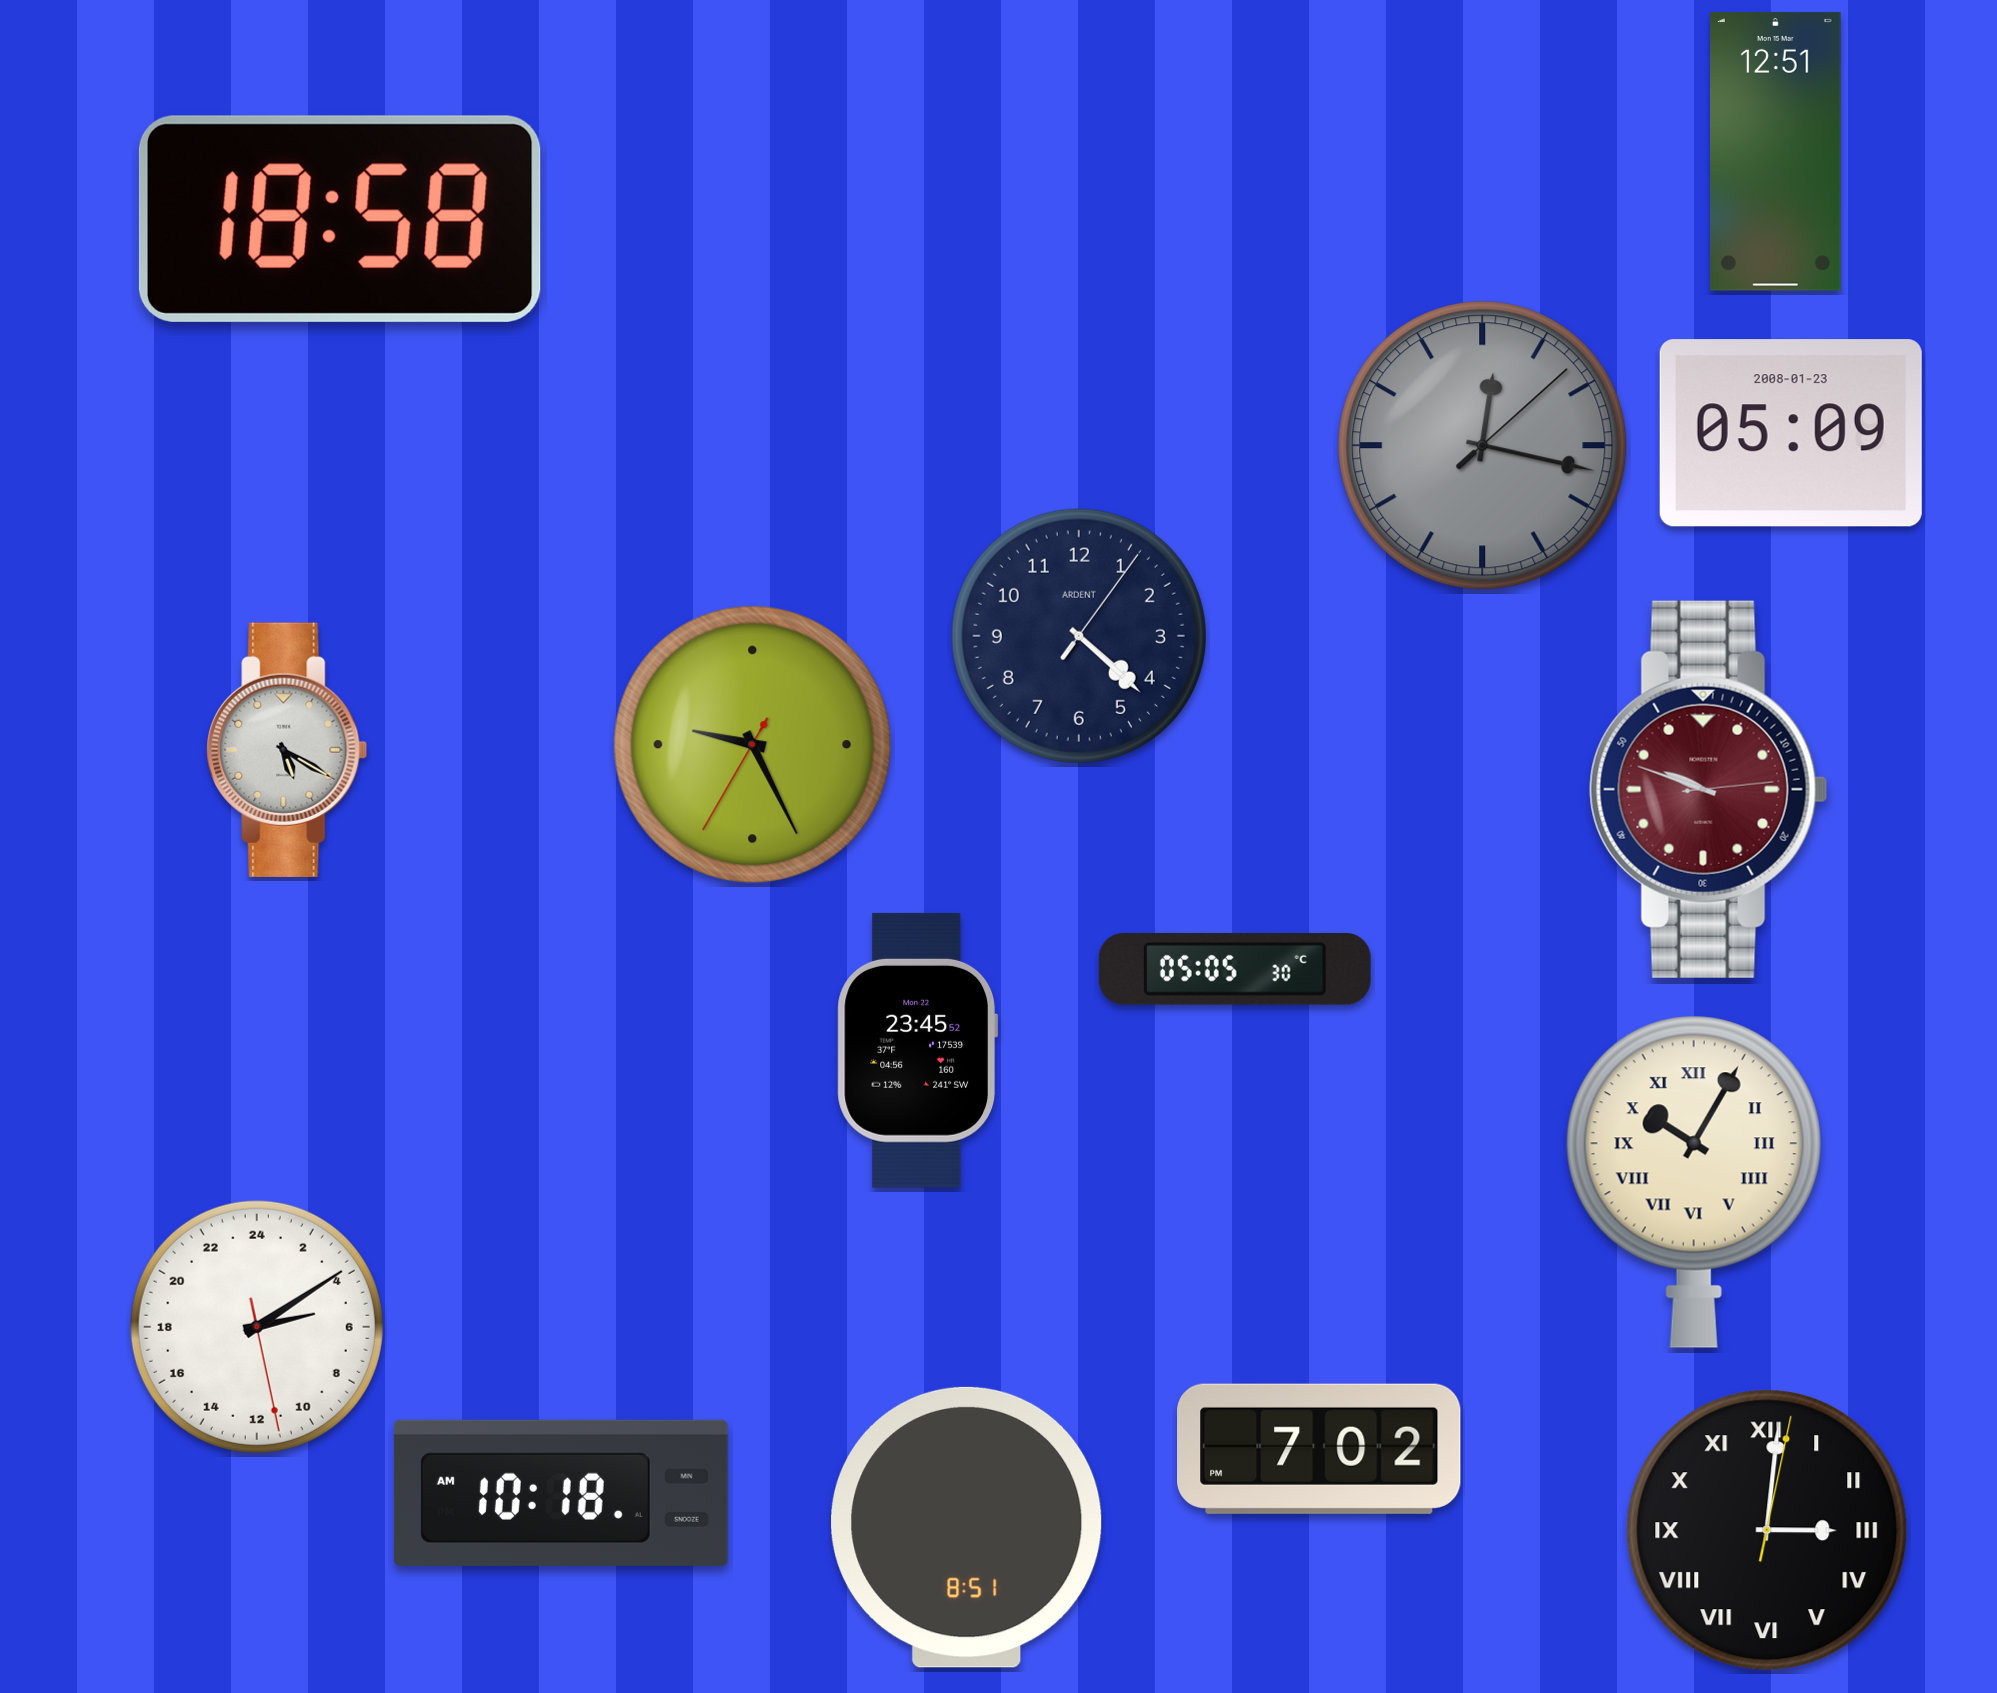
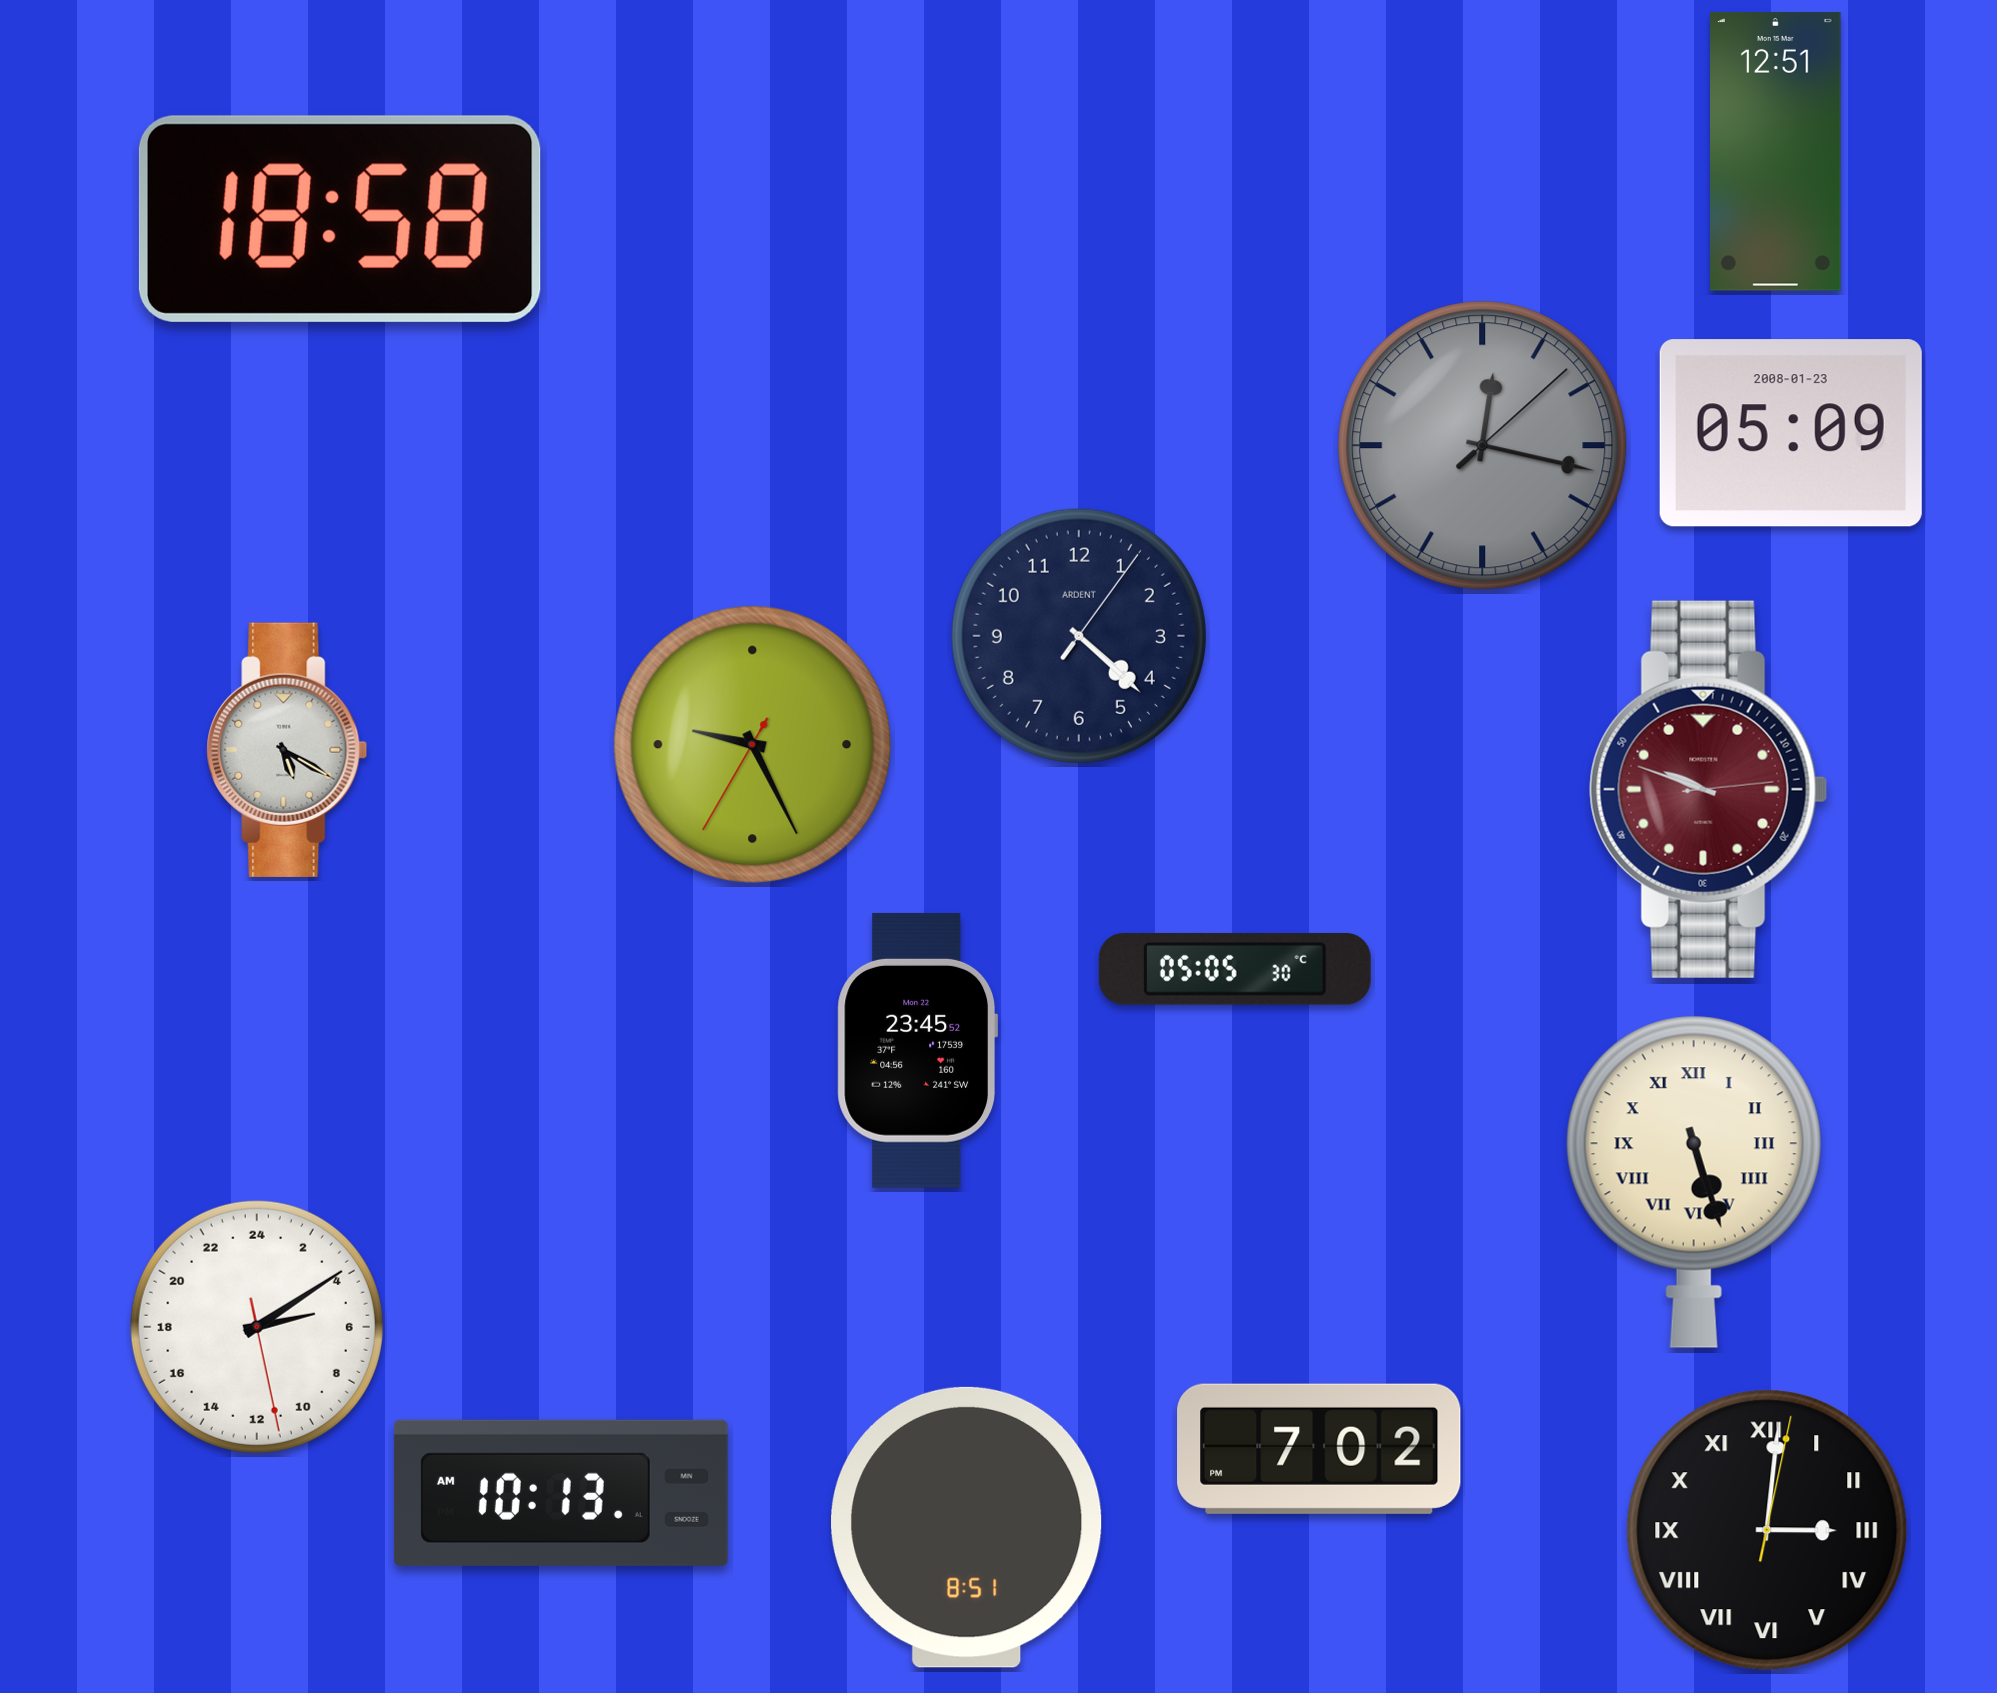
clock at (1694, 1182): 10:05 -> 5:27
clock at (561, 1493): 10:18 -> 10:13
